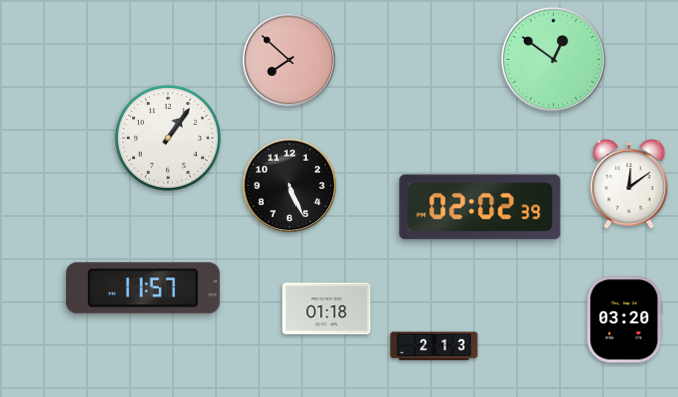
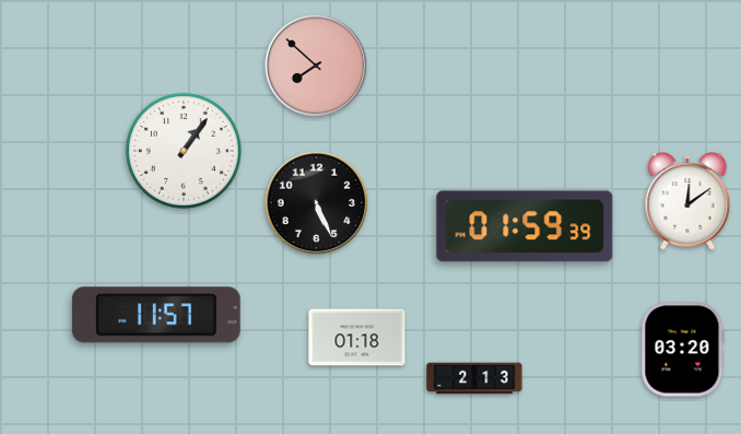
clock at (553, 59): 12:51 -> none
clock at (480, 207): 02:02 -> 01:59
